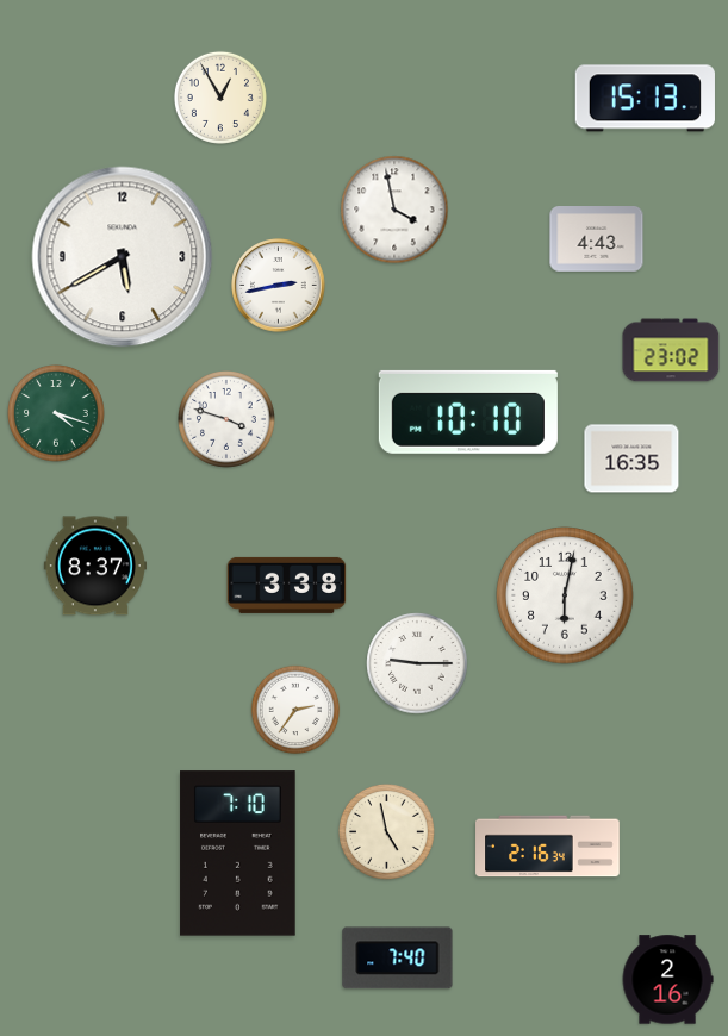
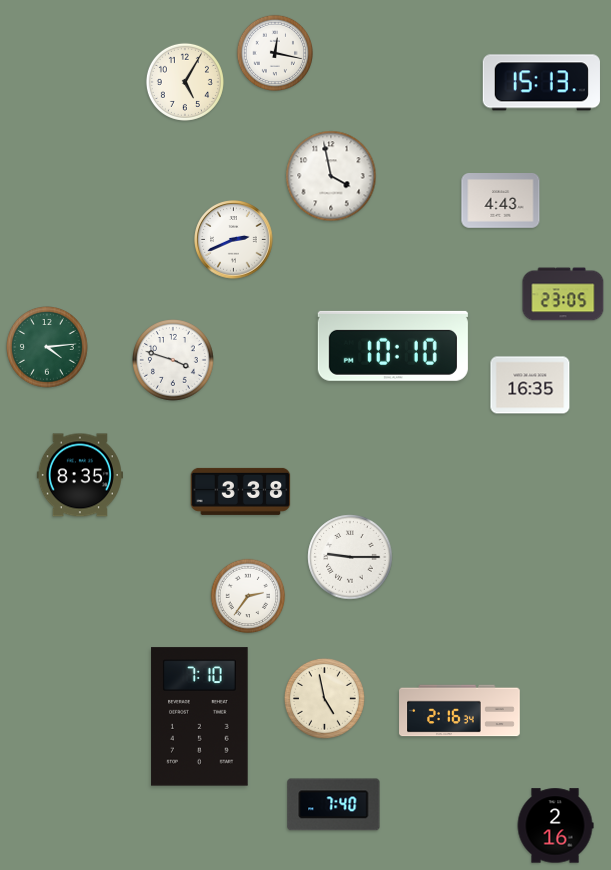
clock at (274, 52): none -> 12:17
clock at (220, 98): 12:55 -> 5:05
clock at (123, 257): 5:40 -> none
clock at (279, 286): 2:43 -> 2:41
clock at (671, 350): 23:02 -> 23:05
clock at (57, 414): 4:18 -> 4:14
clock at (228, 420) position: (228, 420) -> (174, 361)
clock at (95, 566): 8:37 -> 8:35
clock at (565, 595): 6:02 -> none
clock at (667, 980) position: (667, 980) -> (555, 826)
